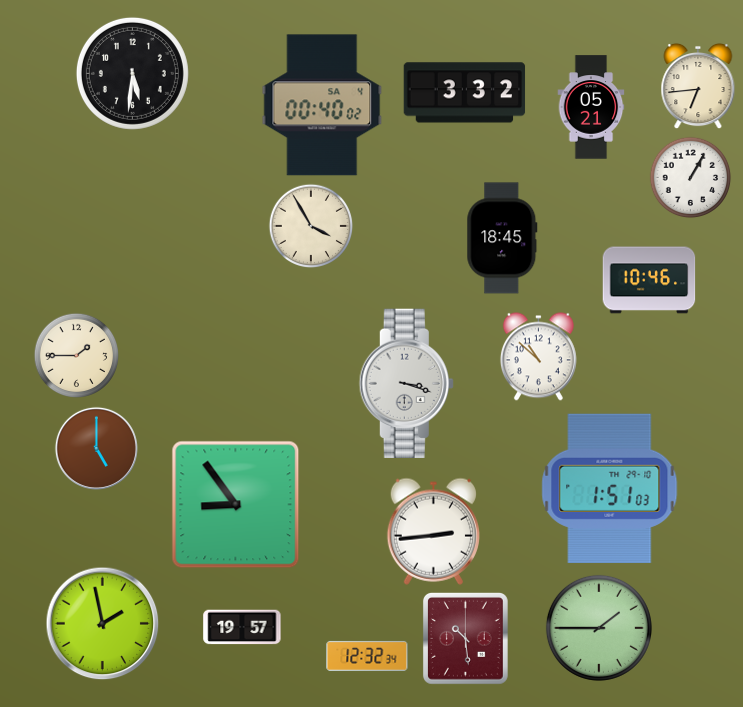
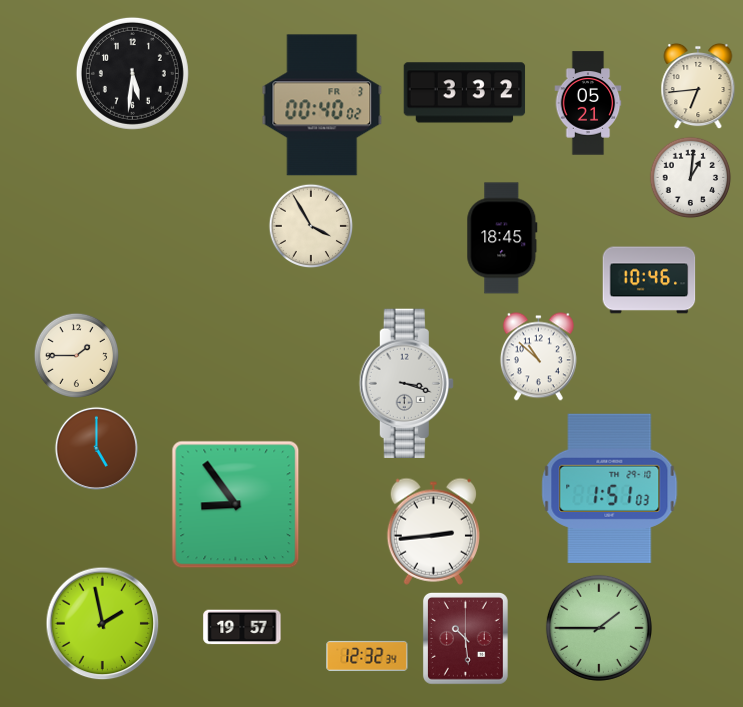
clock at (322, 105) date: SA 4 -> FR 3
clock at (591, 107) position: (591, 107) -> (588, 103)
clock at (691, 178): 1:05 -> 1:01
